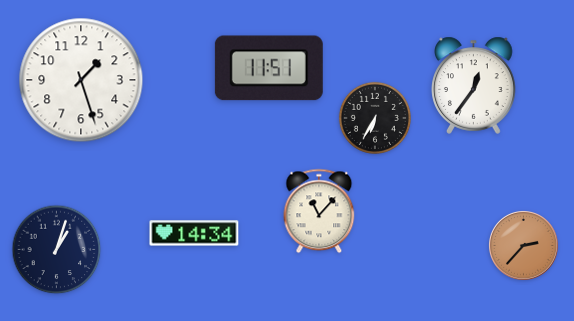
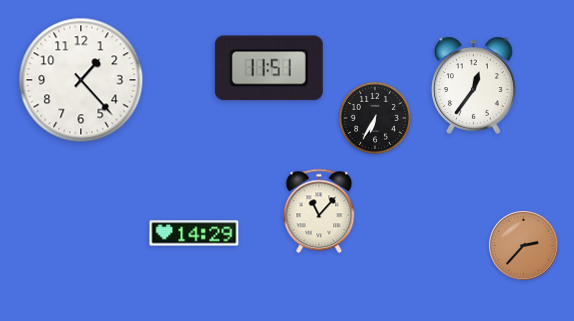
clock at (81, 80): 1:27 -> 1:23
clock at (194, 233): 14:34 -> 14:29
clock at (57, 250): 1:03 -> none
